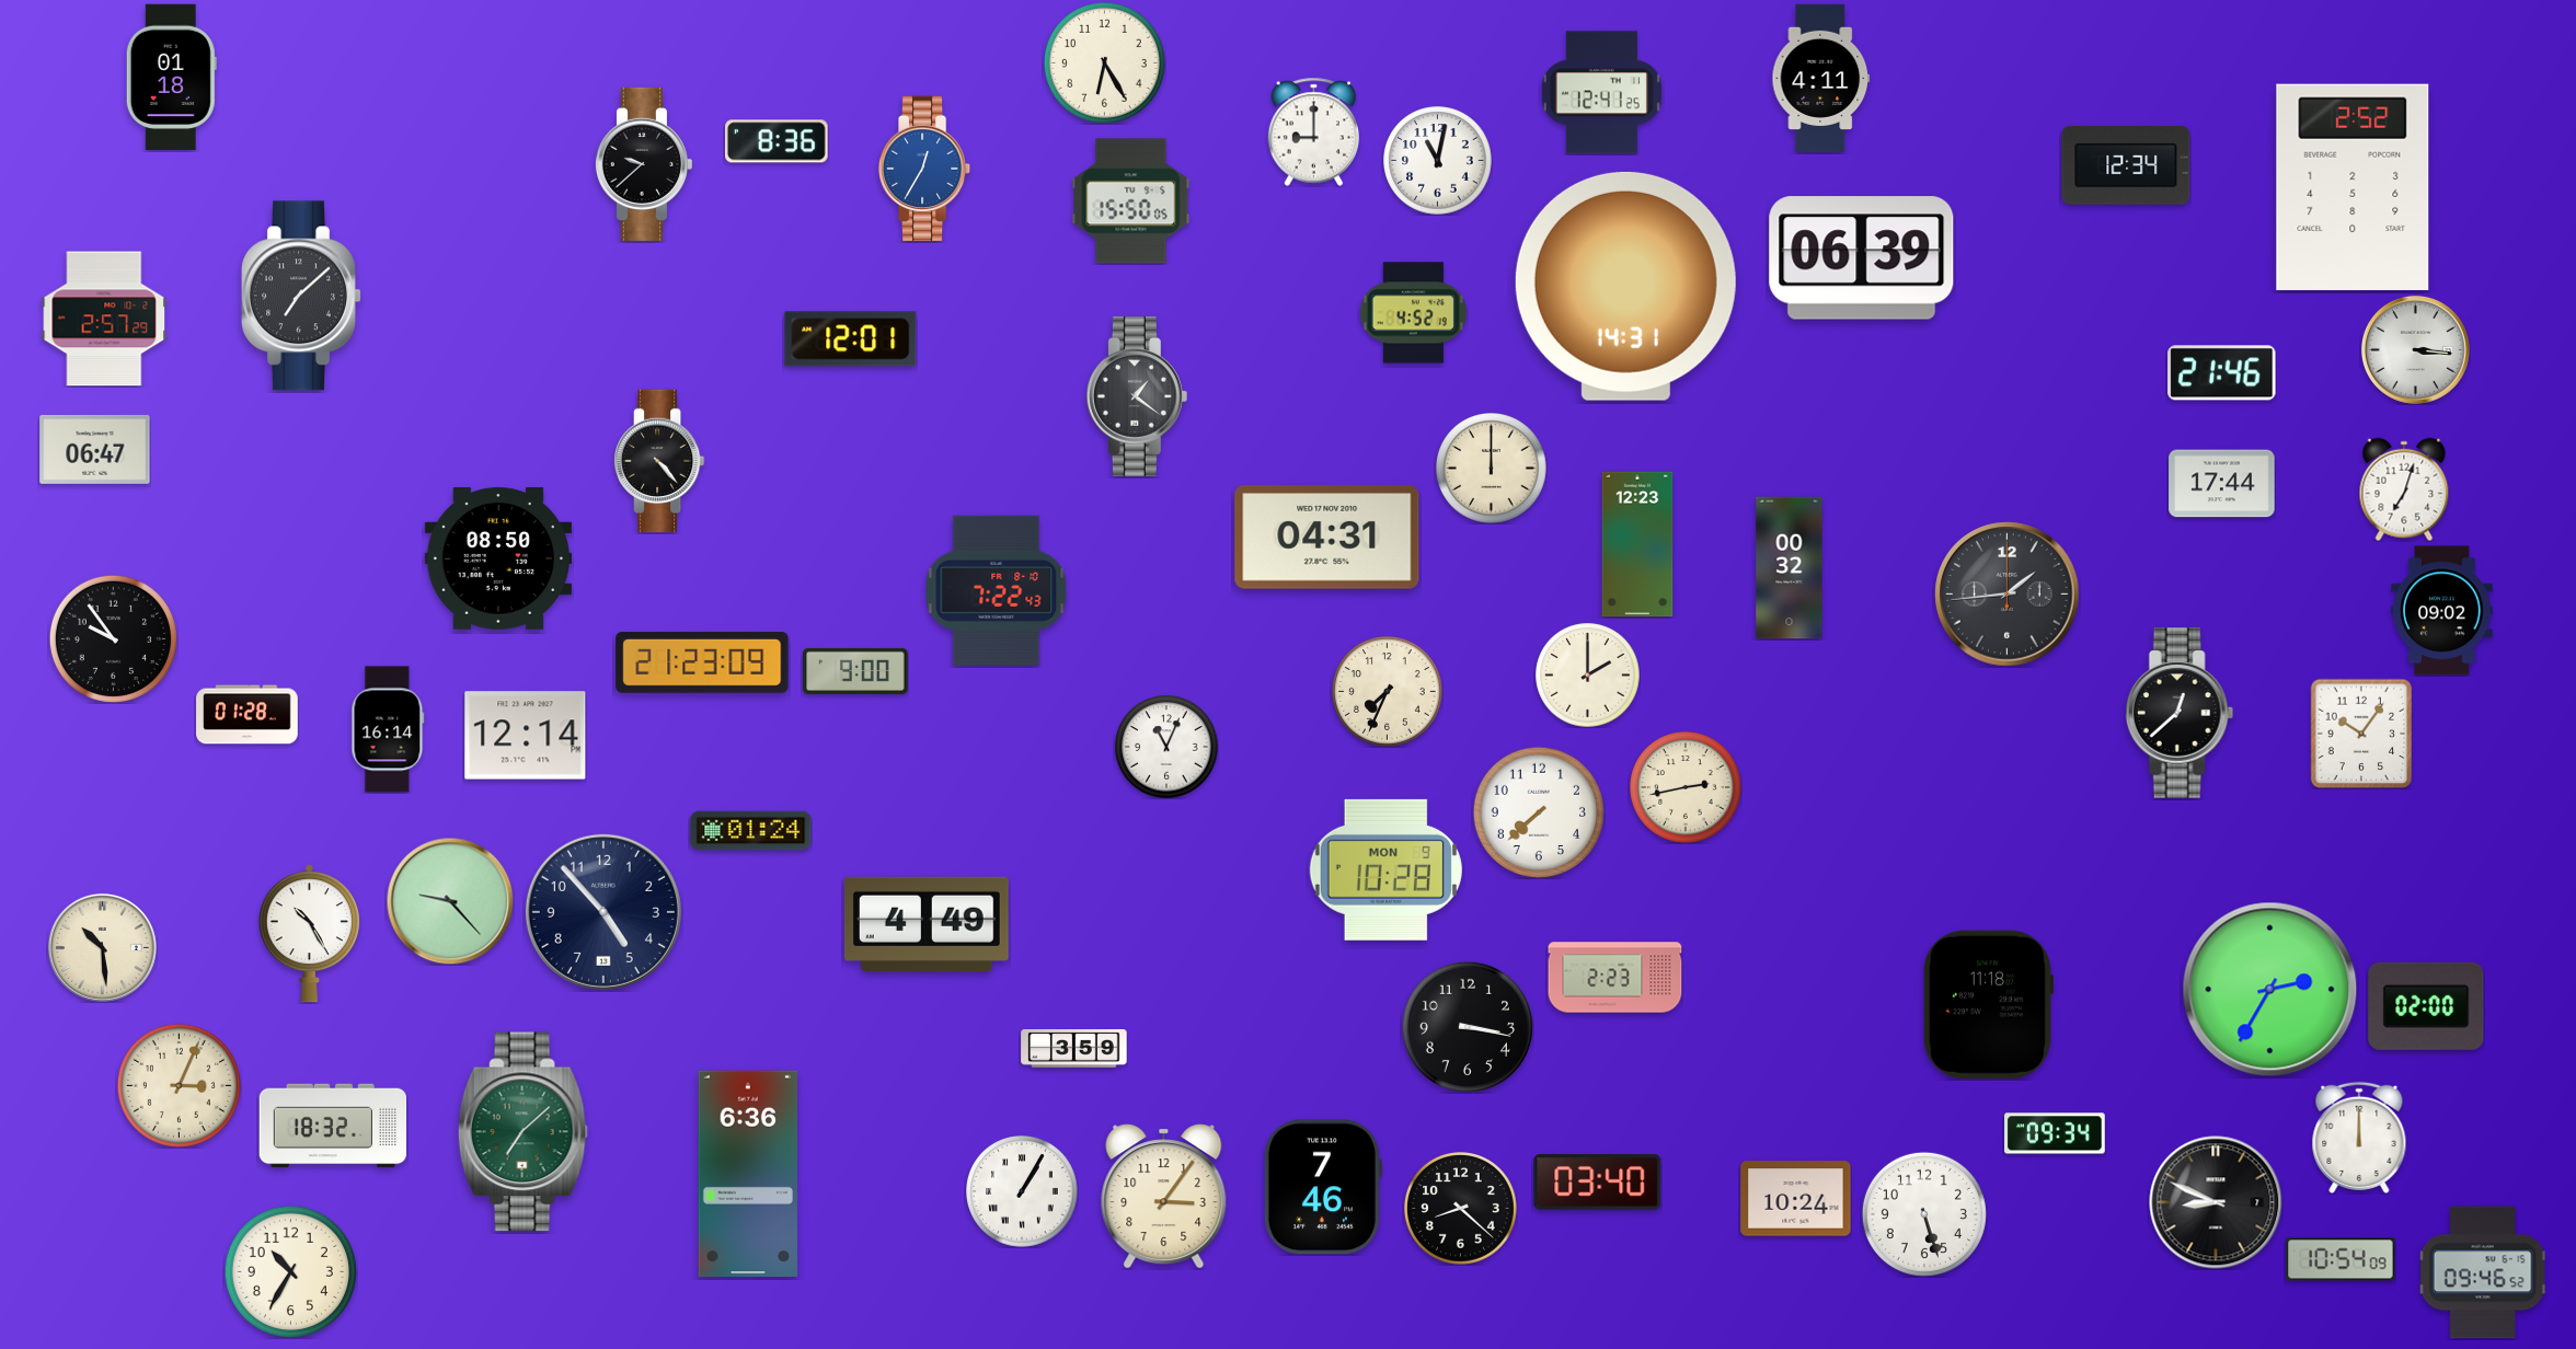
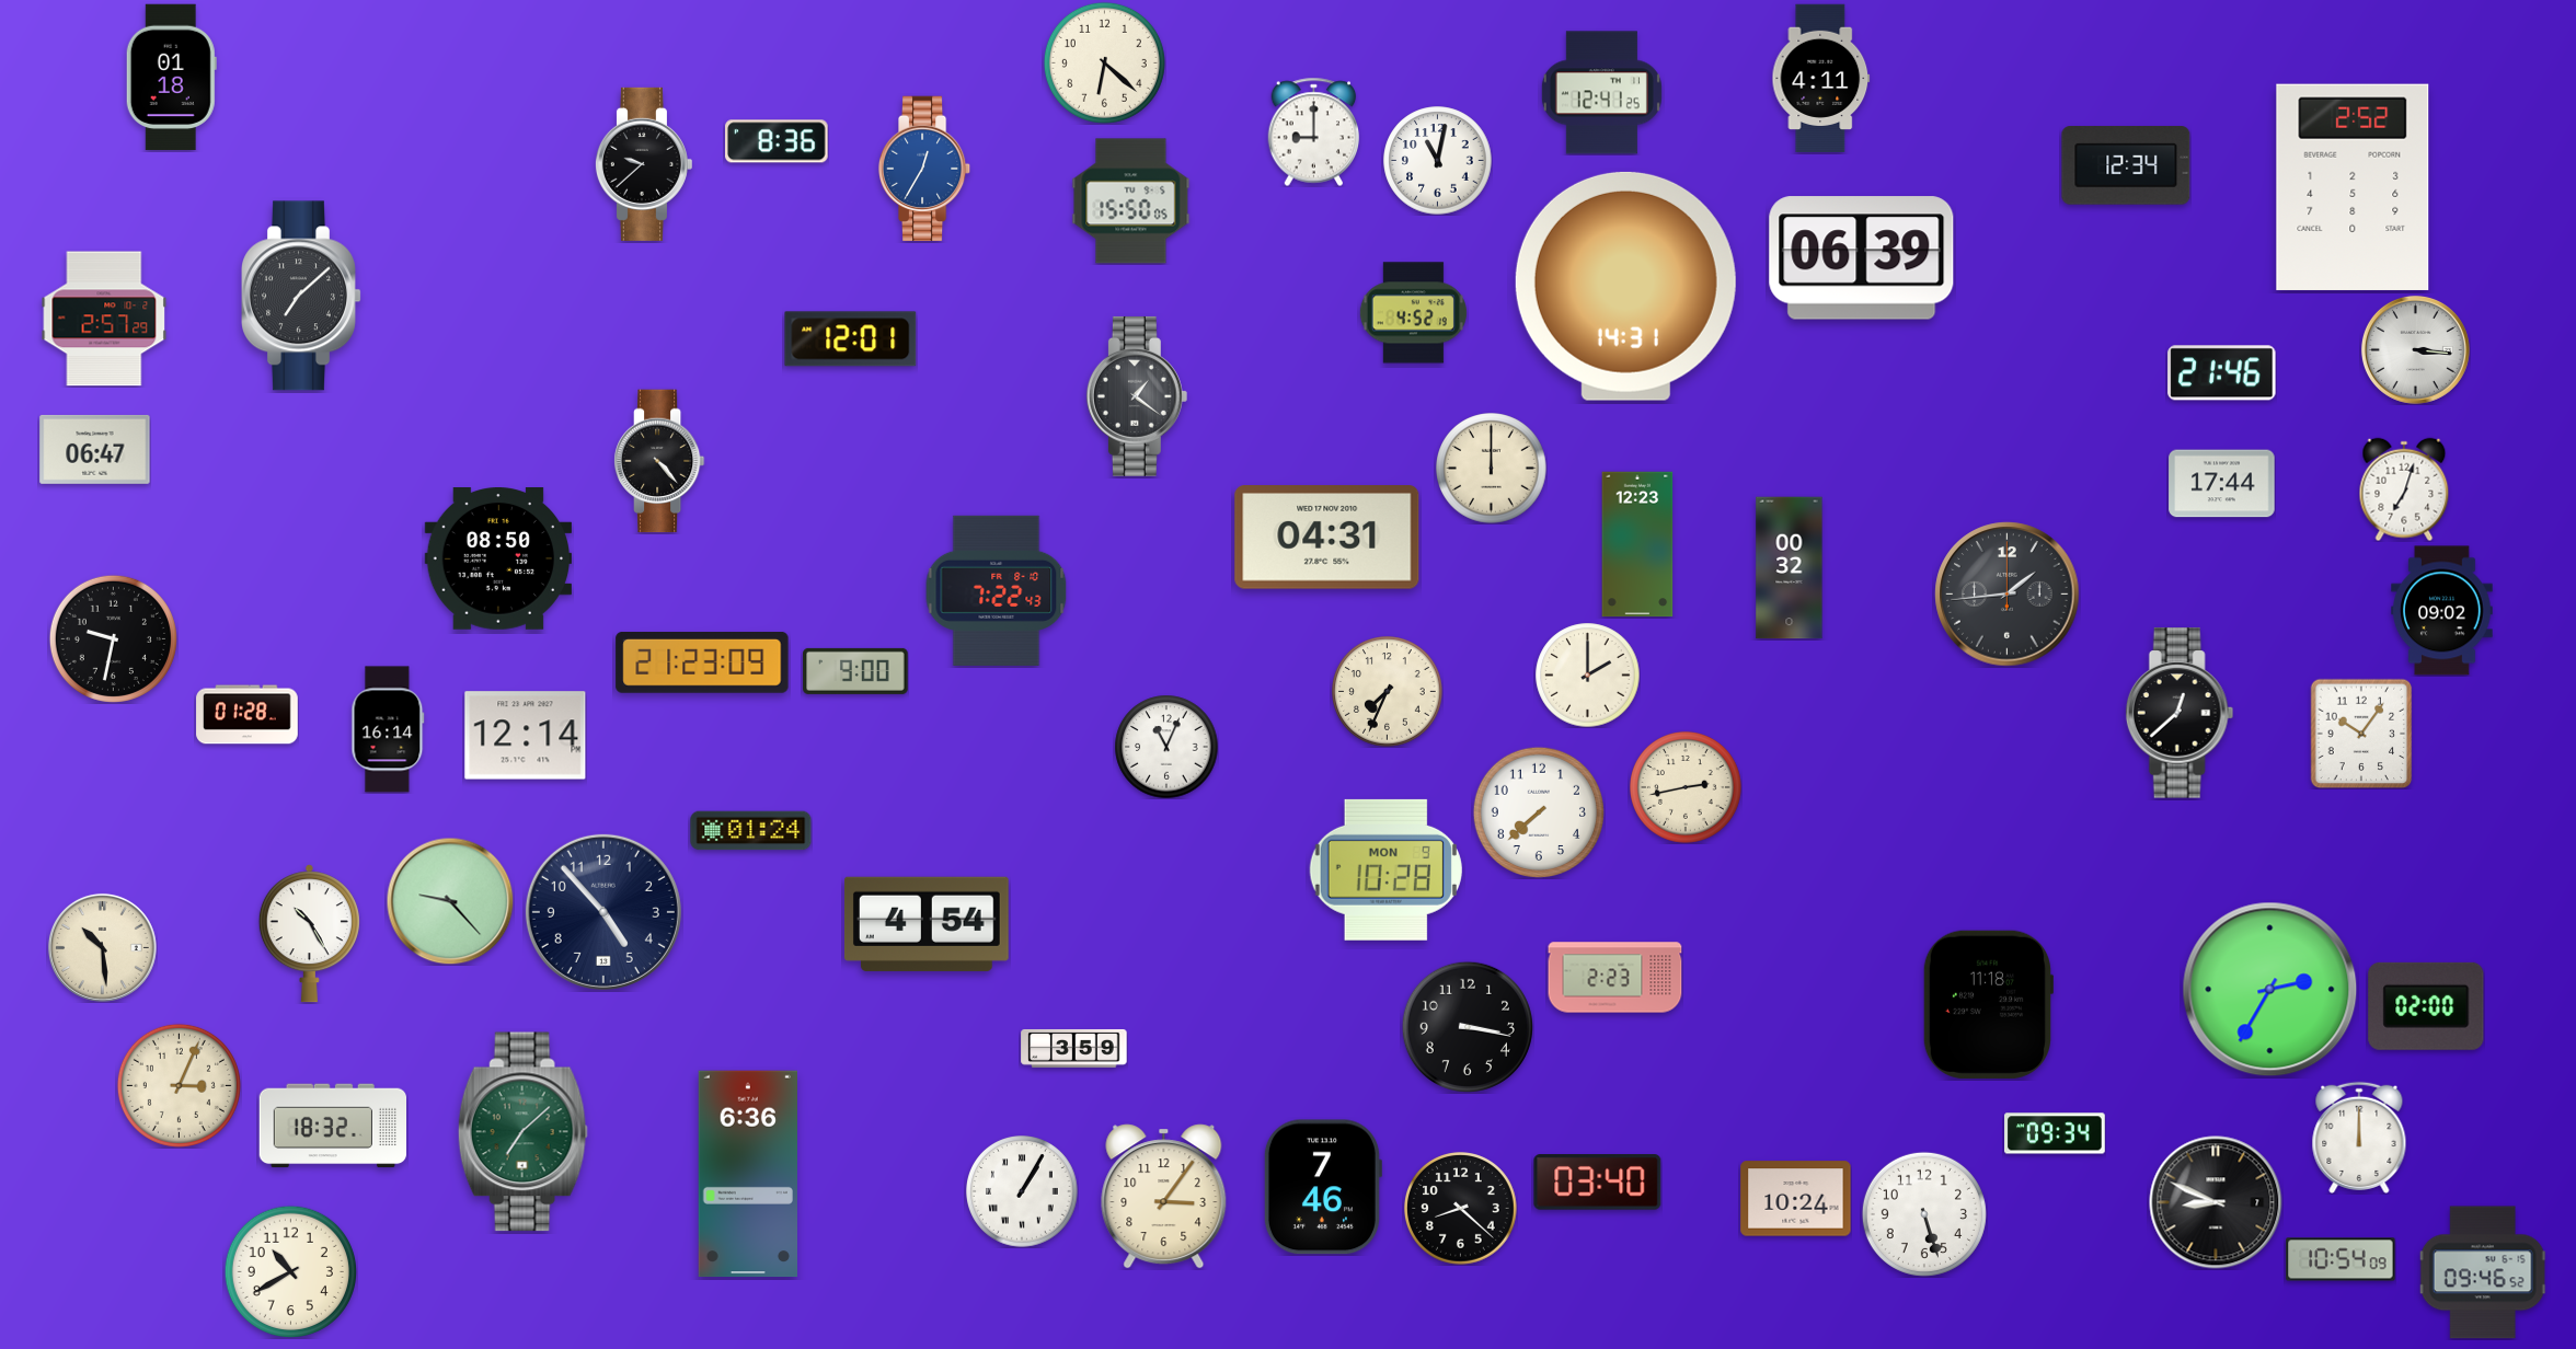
clock at (1104, 62): 6:25 -> 6:22
clock at (113, 638): 9:54 -> 9:32
clock at (927, 924): 4:49 -> 4:54
clock at (290, 1271): 10:35 -> 10:40
